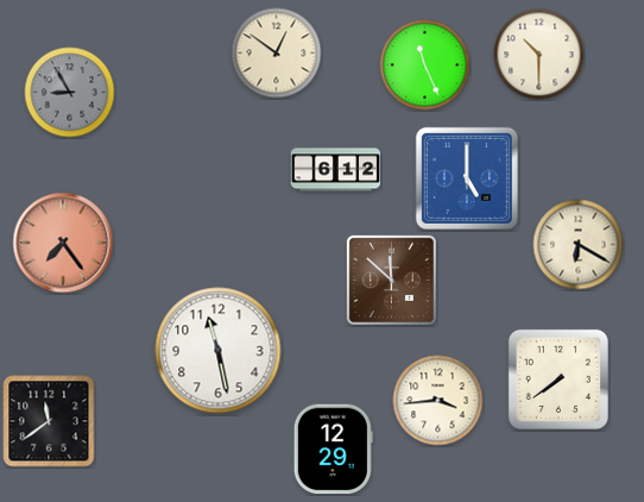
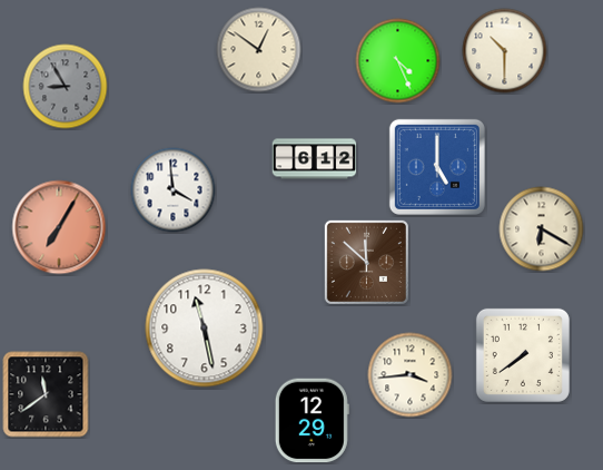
clock at (425, 65): 11:26 -> 4:26
clock at (174, 190): none -> 3:59
clock at (63, 243): 7:24 -> 7:05
